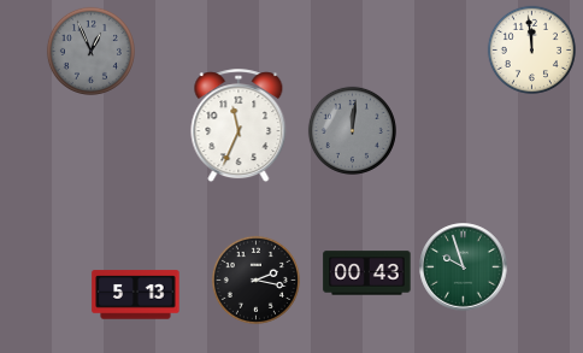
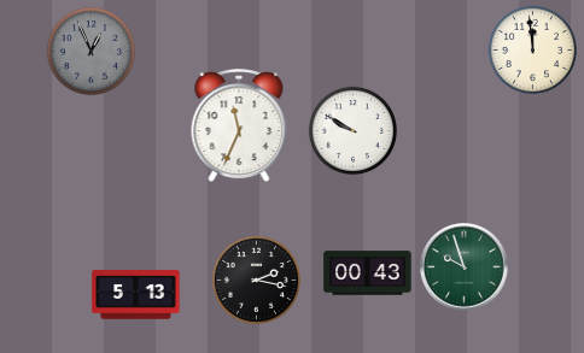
clock at (352, 130): 12:01 -> 9:50
clock at (352, 130) dial: grey -> white
